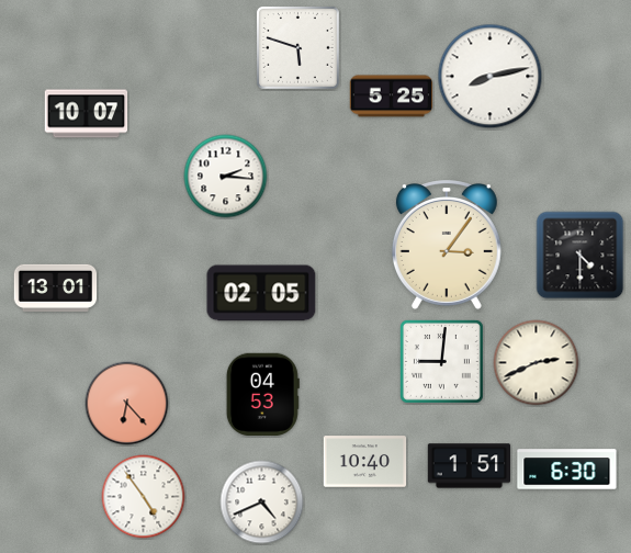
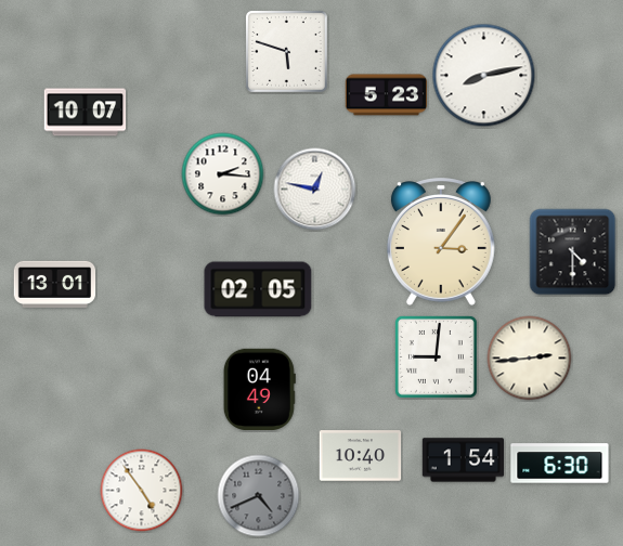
clock at (297, 47) position: (297, 47) -> (286, 51)
clock at (392, 97): 5:25 -> 5:23
clock at (315, 190): none -> 12:47
clock at (537, 363): 2:41 -> 2:44
clock at (262, 395): 04:53 -> 04:49
clock at (127, 404): 6:23 -> none
clock at (470, 466): 1:51 -> 1:54
clock at (262, 503) dial: white -> grey
